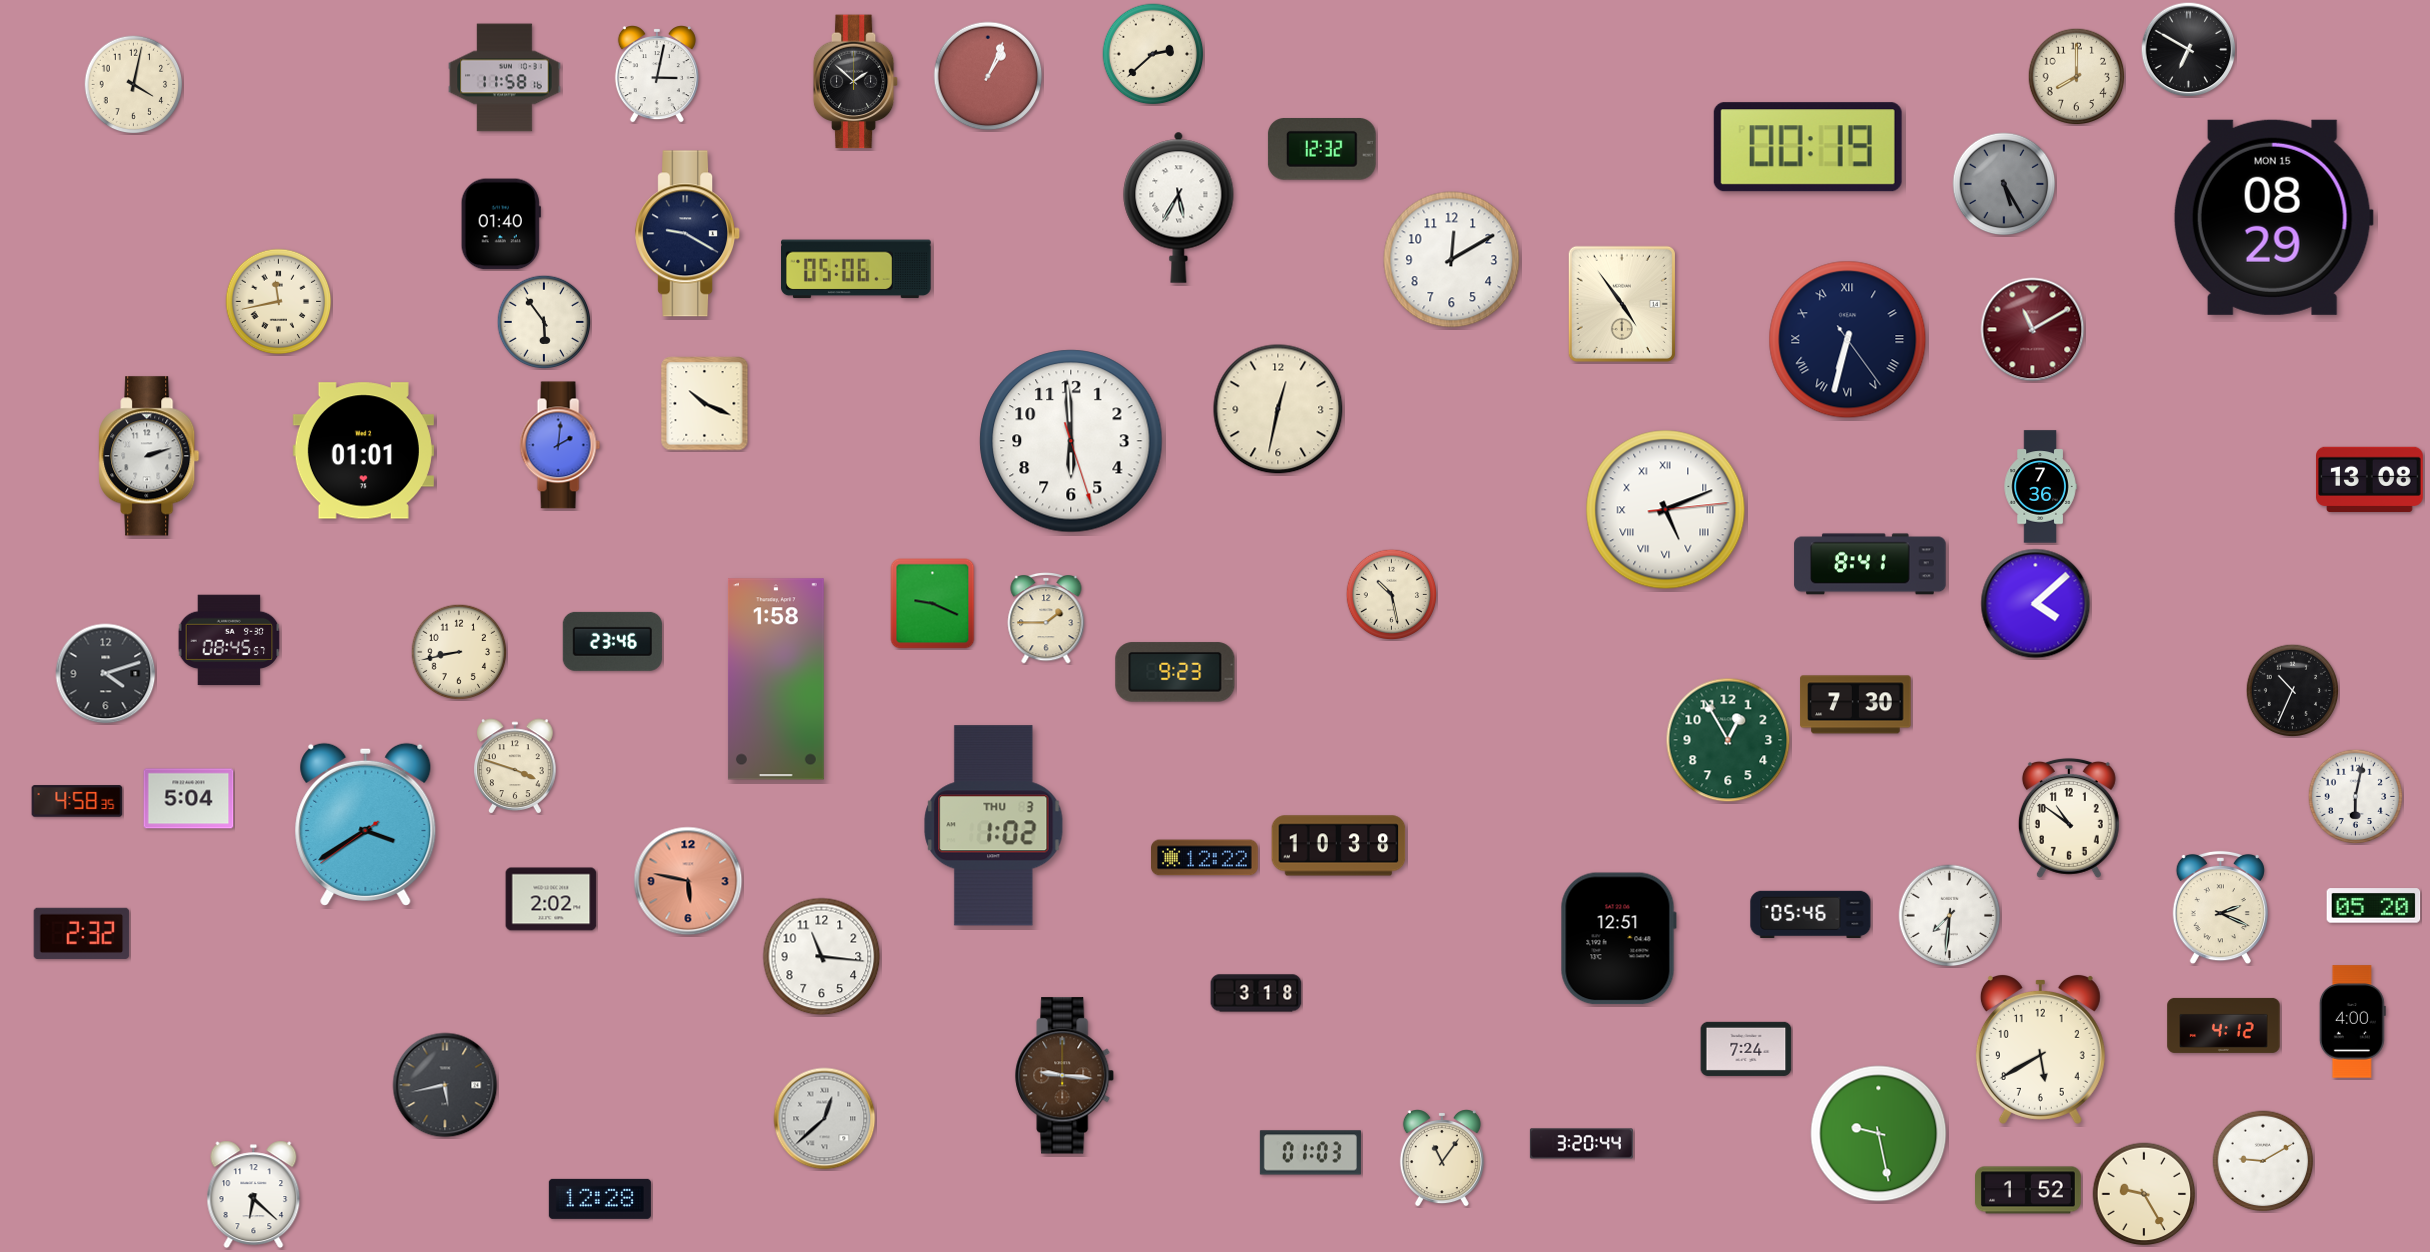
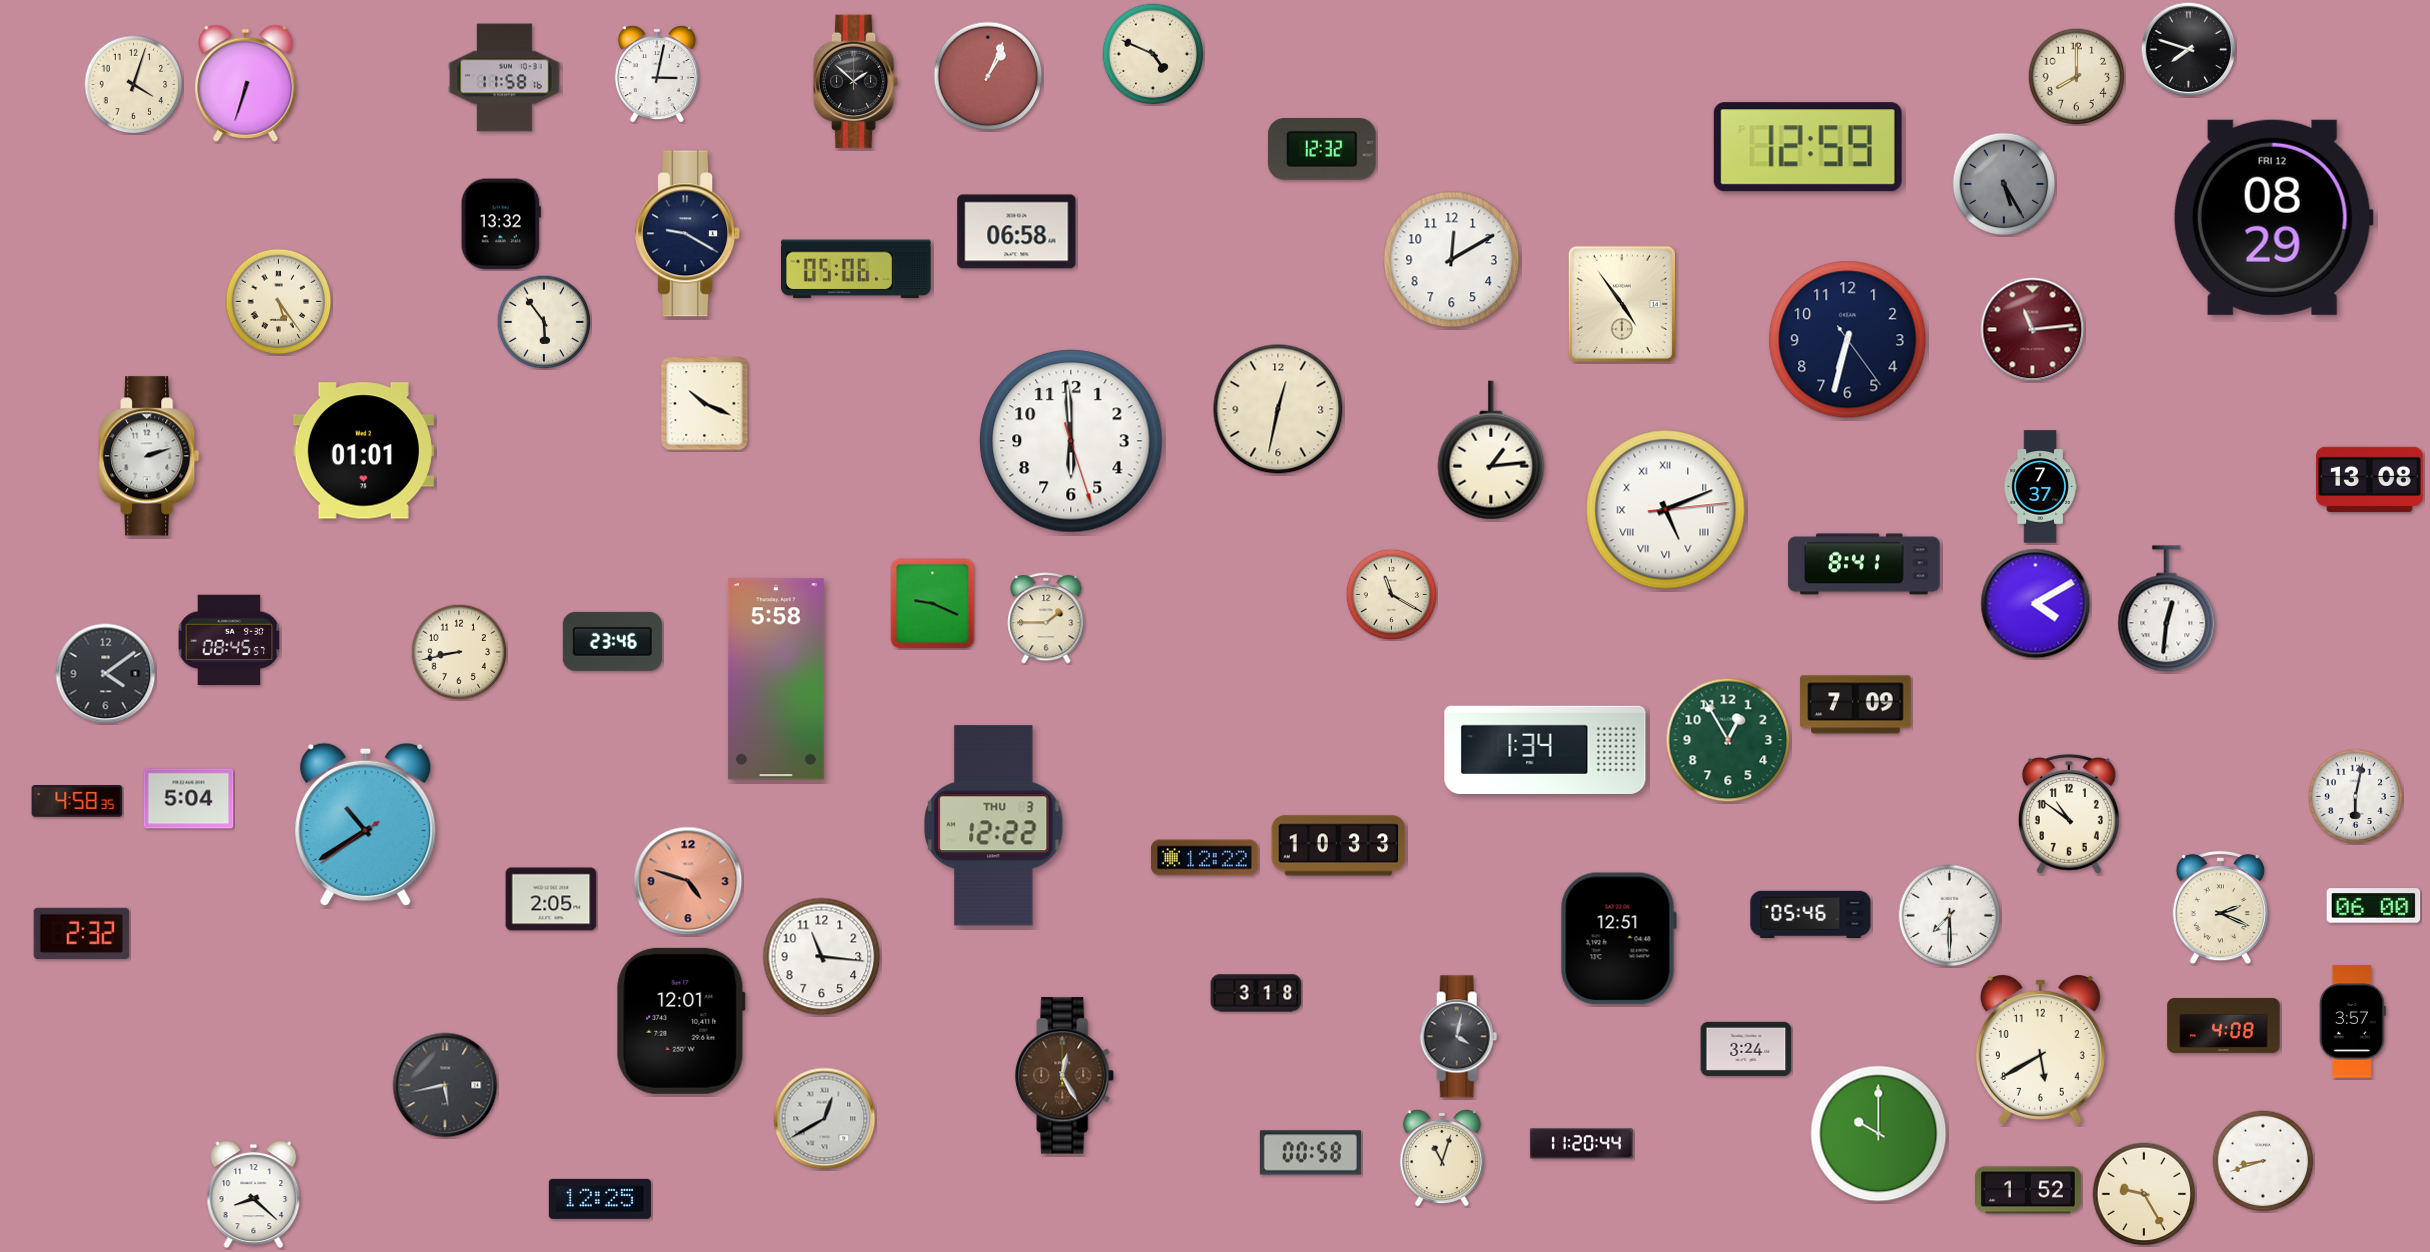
clock at (2188, 49): 6:50 -> 7:48
clock at (1153, 54): 2:38 -> 4:49
clock at (246, 83): none -> 6:33
clock at (134, 85): 4:02 -> 4:03
clock at (1808, 147): 00:19 -> 12:59
clock at (1179, 207): 5:35 -> none
clock at (2273, 217) date: MON 15 -> FRI 12
clock at (501, 224): 01:40 -> 13:32
clock at (1017, 232): none -> 06:58
clock at (279, 302): 11:43 -> 5:24
clock at (2033, 330): 11:10 -> 11:14
clock at (1848, 340) numerals: Roman -> Arabic
clock at (560, 445): 2:01 -> none
clock at (1491, 450): none -> 1:14
clock at (2040, 487): 7:36 -> 7:37
clock at (1870, 564) position: (1870, 564) -> (1864, 564)
clock at (1391, 594): 10:28 -> 11:20
clock at (2036, 604): 4:08 -> 4:10
clock at (2167, 609): none -> 12:31
clock at (1175, 672): 9:23 -> none
clock at (106, 674): 4:12 -> 4:09
clock at (776, 679): 1:58 -> 5:58
clock at (2292, 690): 10:34 -> none
clock at (1856, 705): 7:30 -> 7:09
clock at (1545, 749): none -> 1:34
clock at (516, 766): 3:48 -> none
clock at (2069, 818) position: (2069, 818) -> (2069, 814)
clock at (366, 824): 3:39 -> 10:39
clock at (994, 826): 1:02 -> 12:22
clock at (1339, 846): 10:38 -> 10:33
clock at (688, 881): 5:47 -> 4:48
clock at (551, 899): 2:02 -> 2:05
clock at (2374, 906): 05:20 -> 06:00
clock at (1950, 916): 7:31 -> 7:30
clock at (681, 1021): none -> 12:01
clock at (2352, 1022): 4:00 -> 3:57
clock at (2224, 1025): 4:12 -> 4:08
clock at (1459, 1037): none -> 4:02
clock at (1746, 1049): 7:24 -> 3:24
clock at (1065, 1076): 9:16 -> 12:25
clock at (825, 1119): 12:38 -> 12:40
clock at (1879, 1134): 9:28 -> 10:00
clock at (1581, 1144): 3:20 -> 11:20
clock at (1310, 1153): 01:03 -> 00:58
clock at (1442, 1158): 11:06 -> 11:03
clock at (2263, 1161): 9:10 -> 8:42
clock at (254, 1195): 6:22 -> 8:22
clock at (600, 1199): 12:28 -> 12:25
